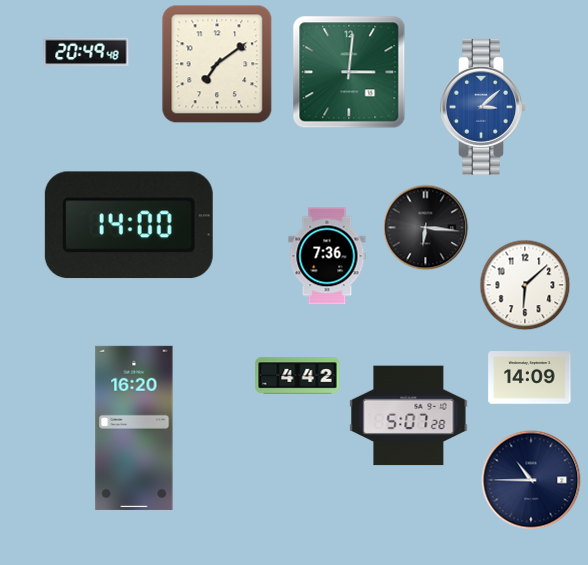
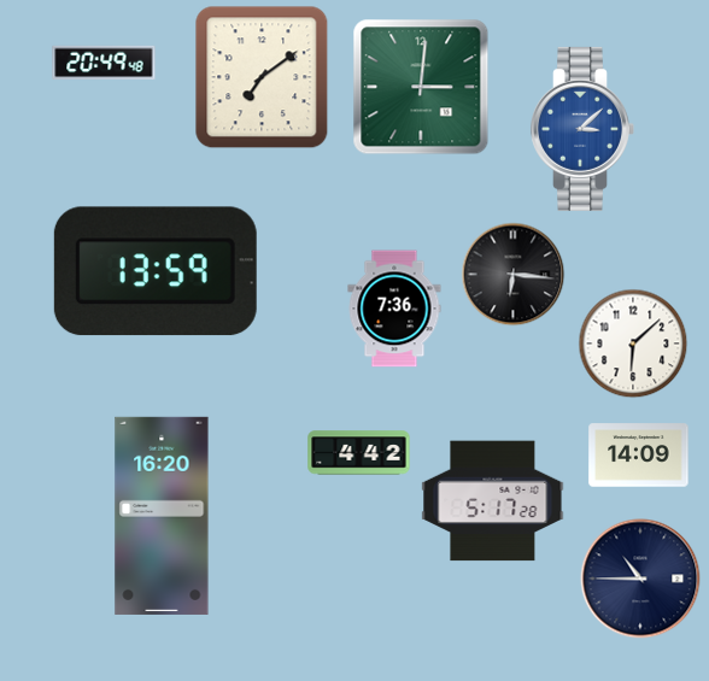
clock at (129, 225): 14:00 -> 13:59
clock at (409, 416): 5:07 -> 5:17
